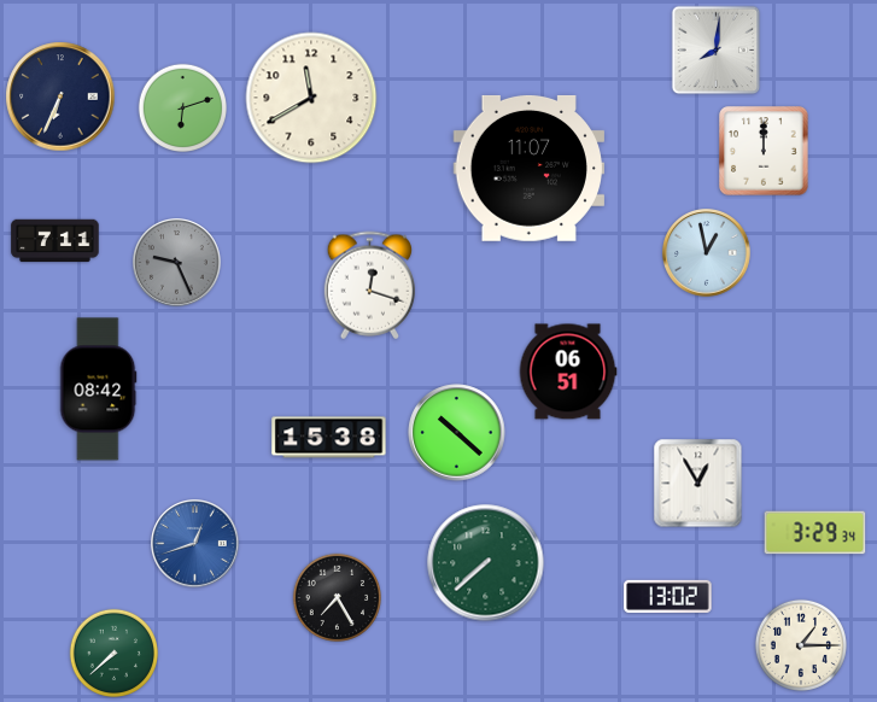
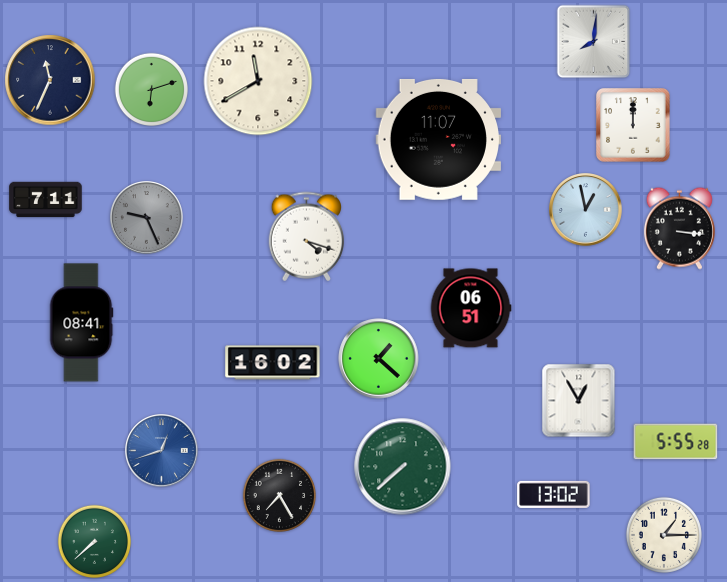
clock at (60, 96): 6:34 -> 11:34
clock at (679, 228): none -> 3:16
clock at (369, 286): 12:18 -> 4:18
clock at (98, 390): 08:42 -> 08:41
clock at (457, 433): 10:22 -> 1:22
clock at (329, 438): 15:38 -> 16:02
clock at (815, 533): 3:29 -> 5:55
